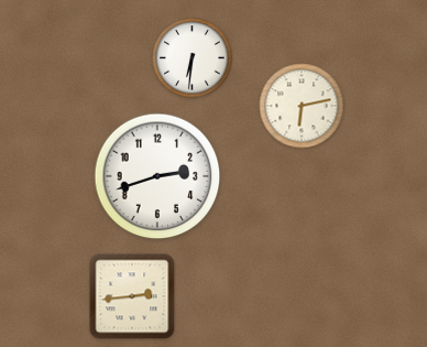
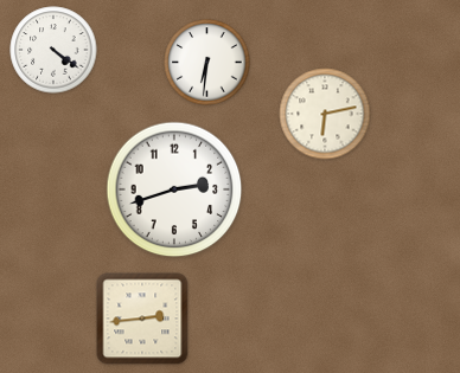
clock at (53, 50): none -> 4:21
clock at (157, 176) position: (157, 176) -> (174, 189)
